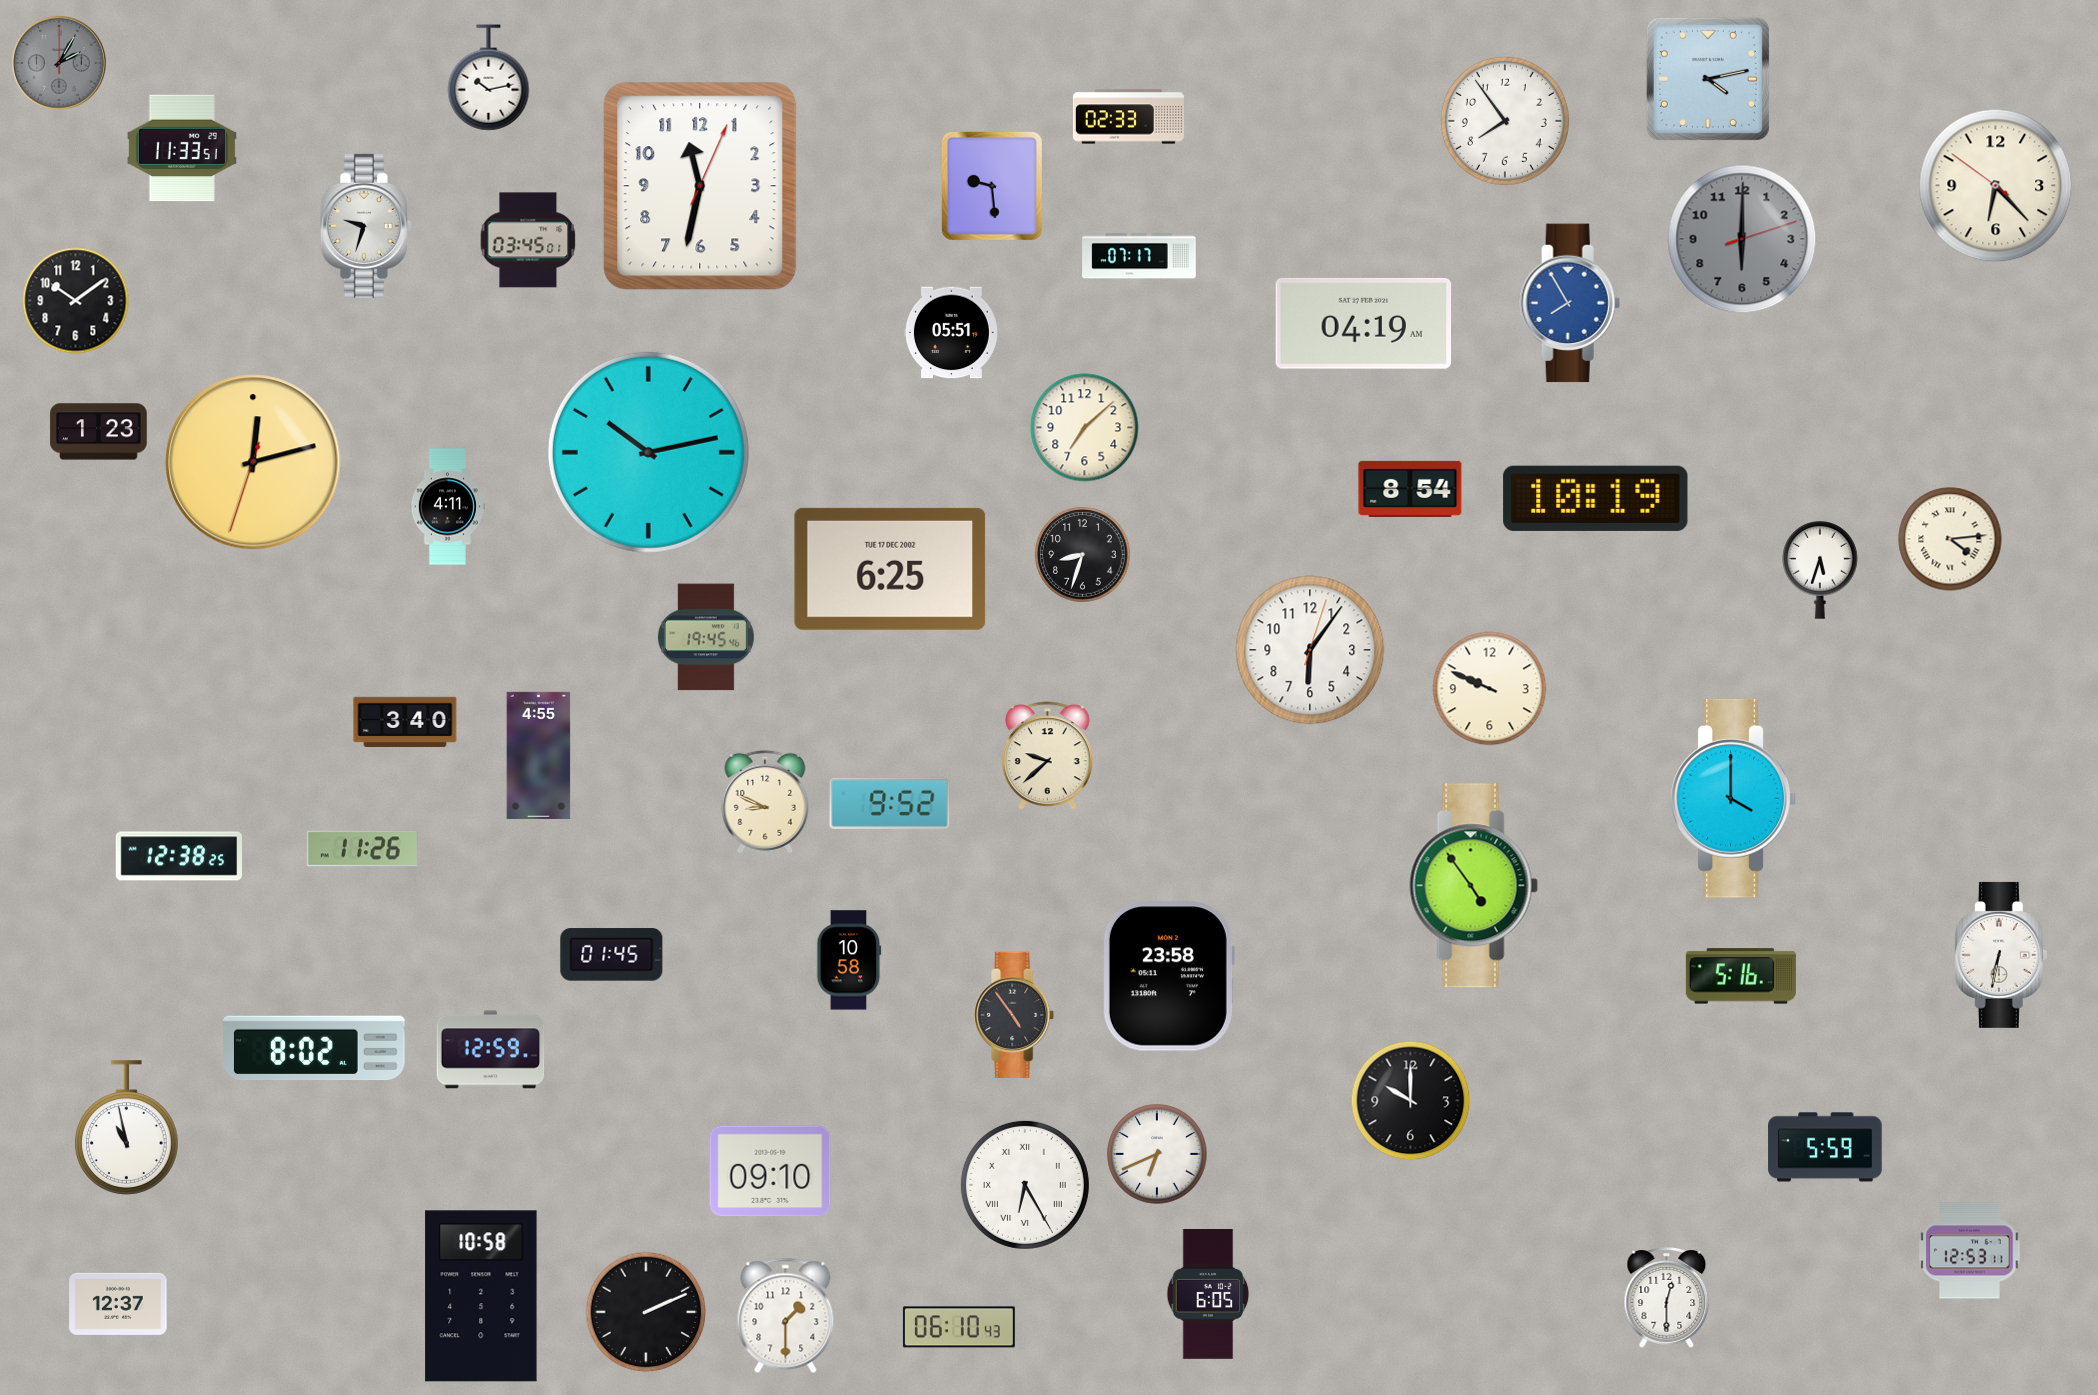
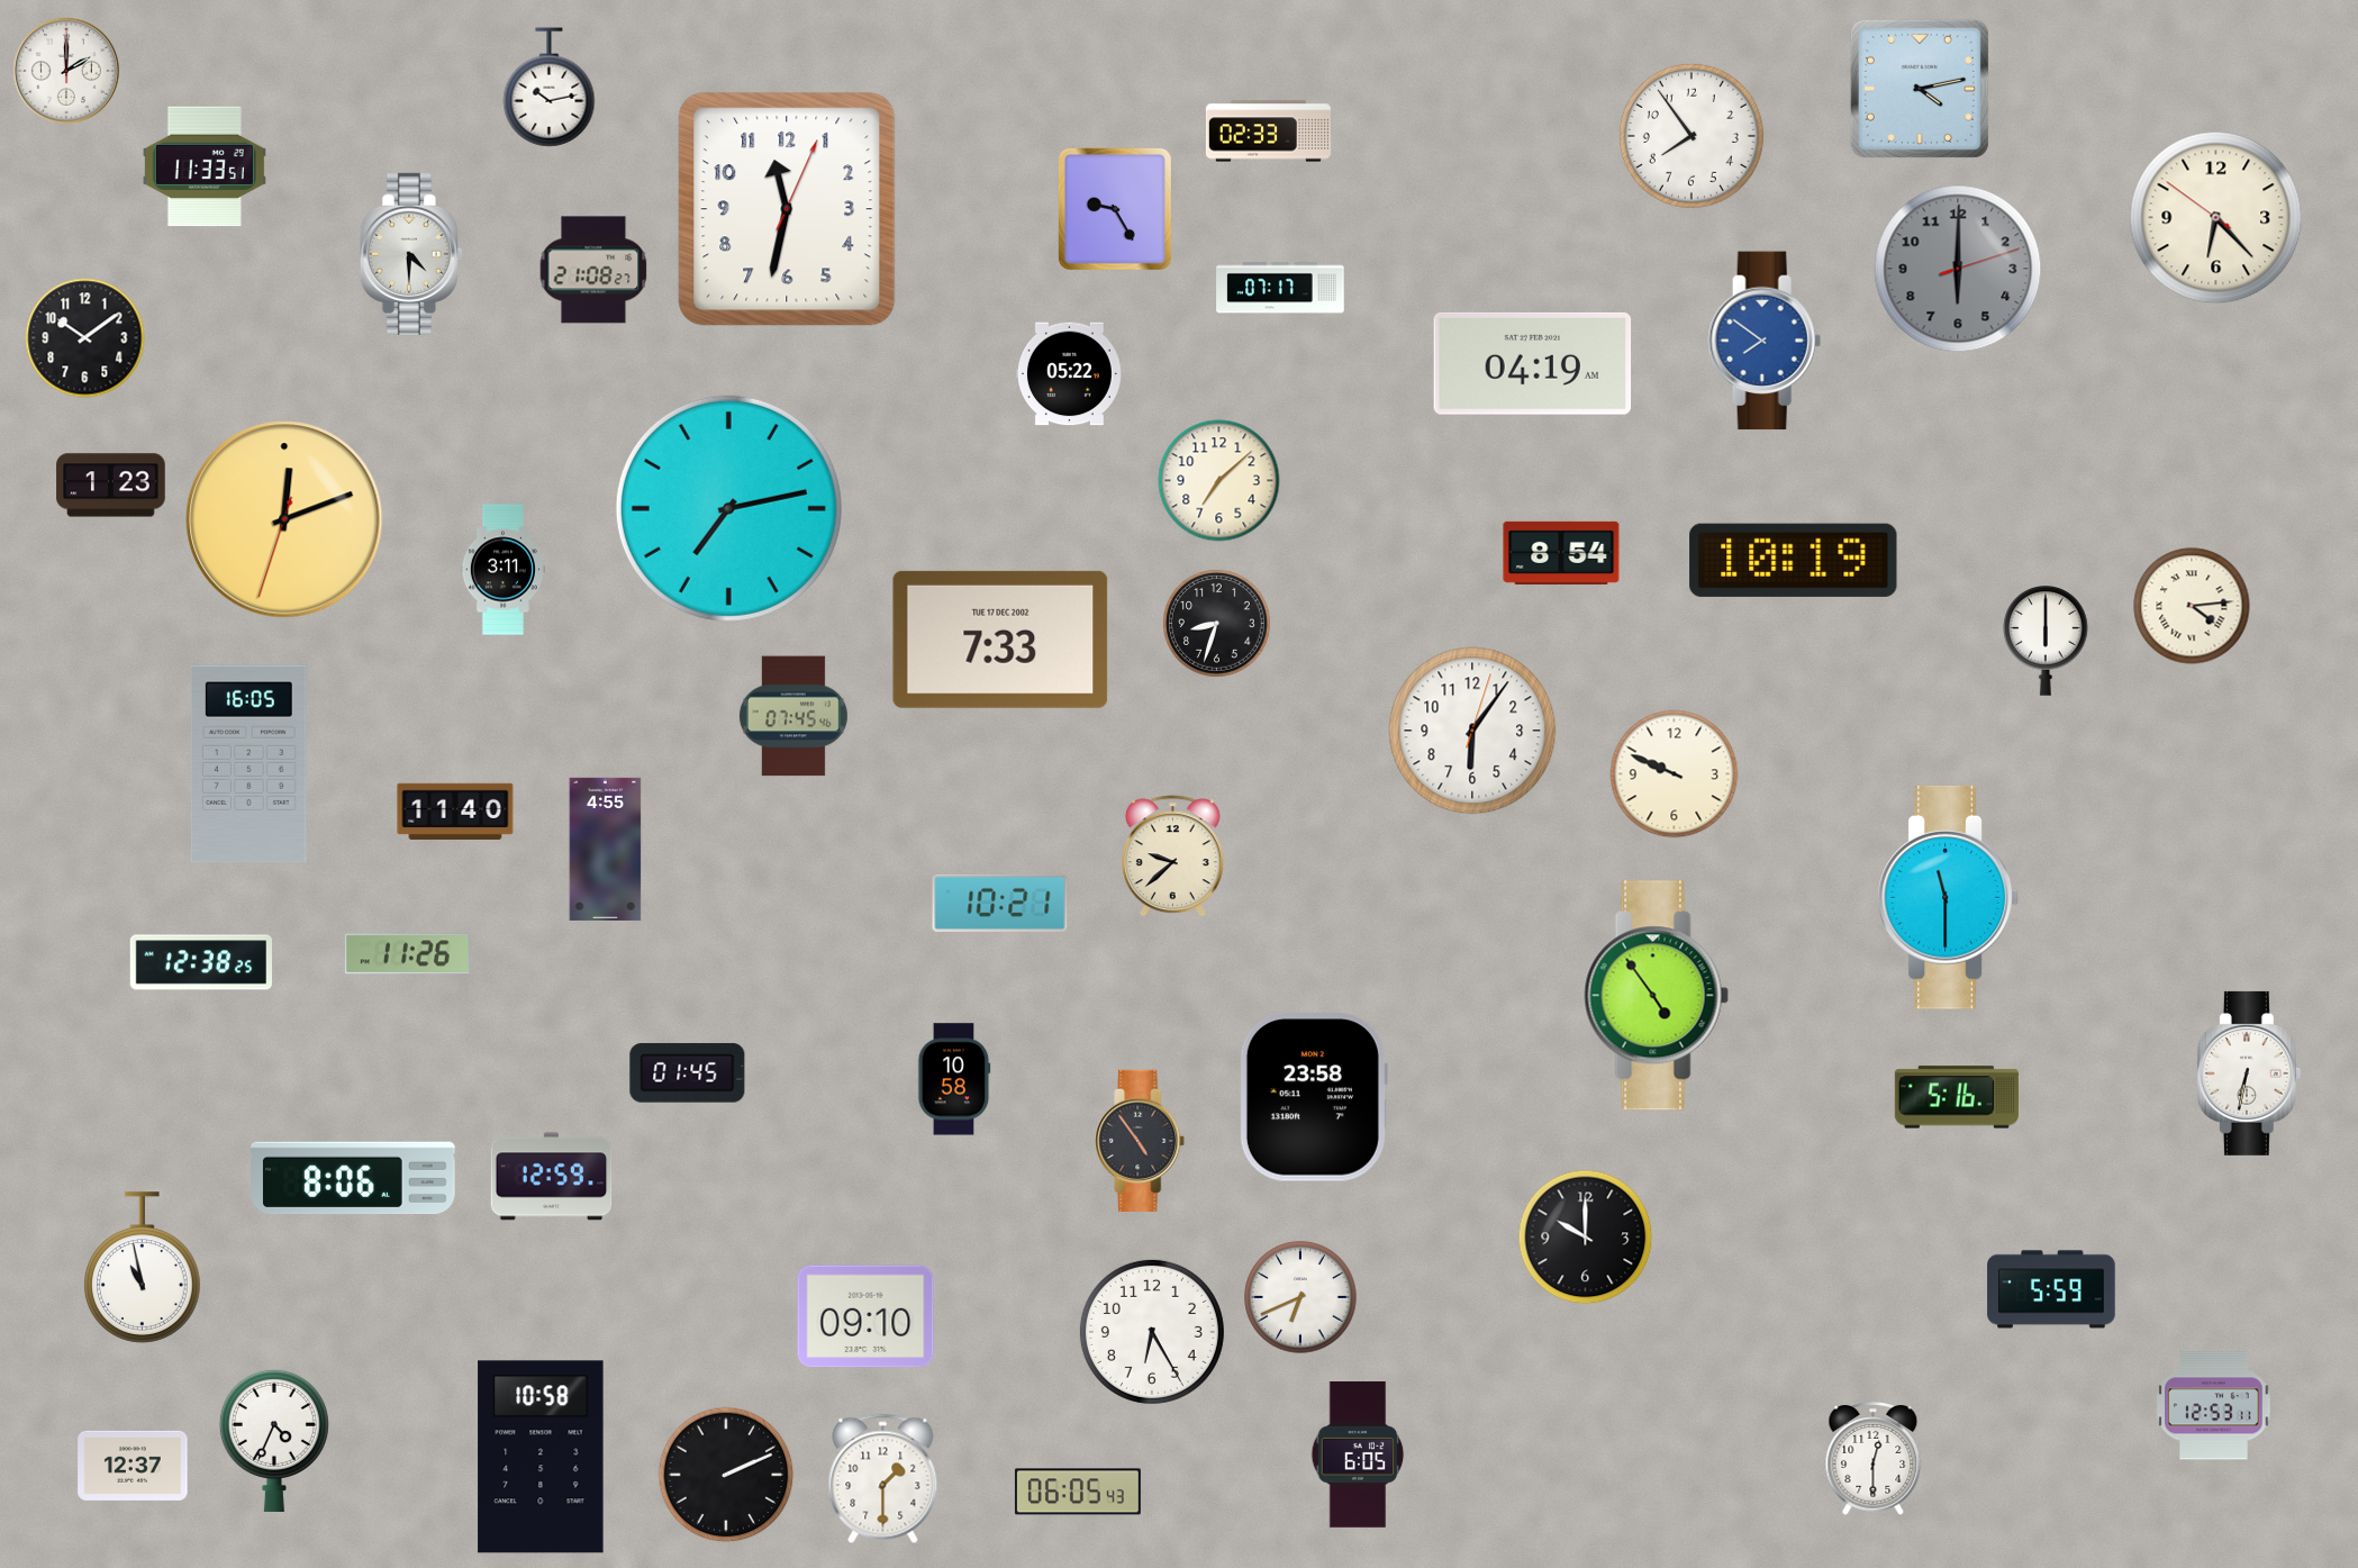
clock at (59, 63): 2:05 -> 2:00
clock at (59, 63) dial: grey -> white
clock at (992, 186): 9:29 -> 9:25
clock at (1996, 186) position: (1996, 186) -> (2216, 218)
clock at (366, 226): 9:33 -> 4:30
clock at (528, 240): 03:45 -> 21:08
clock at (1570, 303): 7:55 -> 7:51
clock at (951, 333): 05:51 -> 05:22
clock at (648, 452): 10:13 -> 7:13
clock at (253, 462): 12:12 -> 12:11
clock at (1410, 489) position: (1410, 489) -> (1561, 553)
clock at (447, 507): 4:11 -> 3:11
clock at (890, 569): 6:25 -> 7:33
clock at (1820, 570): 5:33 -> 6:00
clock at (706, 637): 19:45 -> 07:45
clock at (248, 764): none -> 16:05
clock at (405, 722): 3:40 -> 11:40
clock at (1047, 756) position: (1047, 756) -> (1172, 856)
clock at (1733, 798): 4:00 -> 11:30
clock at (765, 802): 8:49 -> none
clock at (890, 803): 9:52 -> 10:21
clock at (315, 1048): 8:02 -> 8:06
clock at (491, 1050) position: (491, 1050) -> (552, 1177)
clock at (1025, 1185) numerals: Roman -> Arabic
clock at (274, 1440): none -> 4:34
clock at (959, 1327): 06:10 -> 06:05
